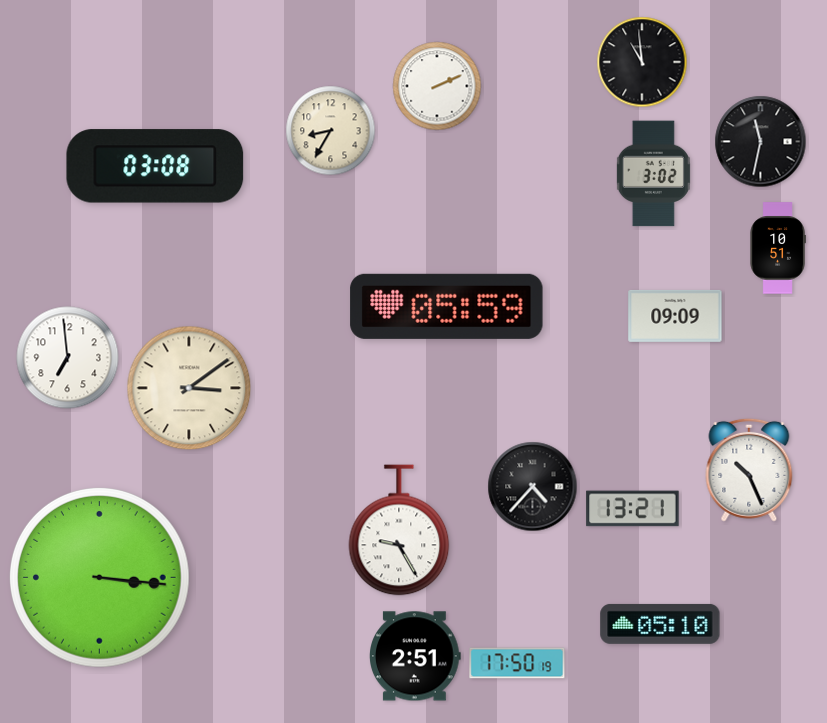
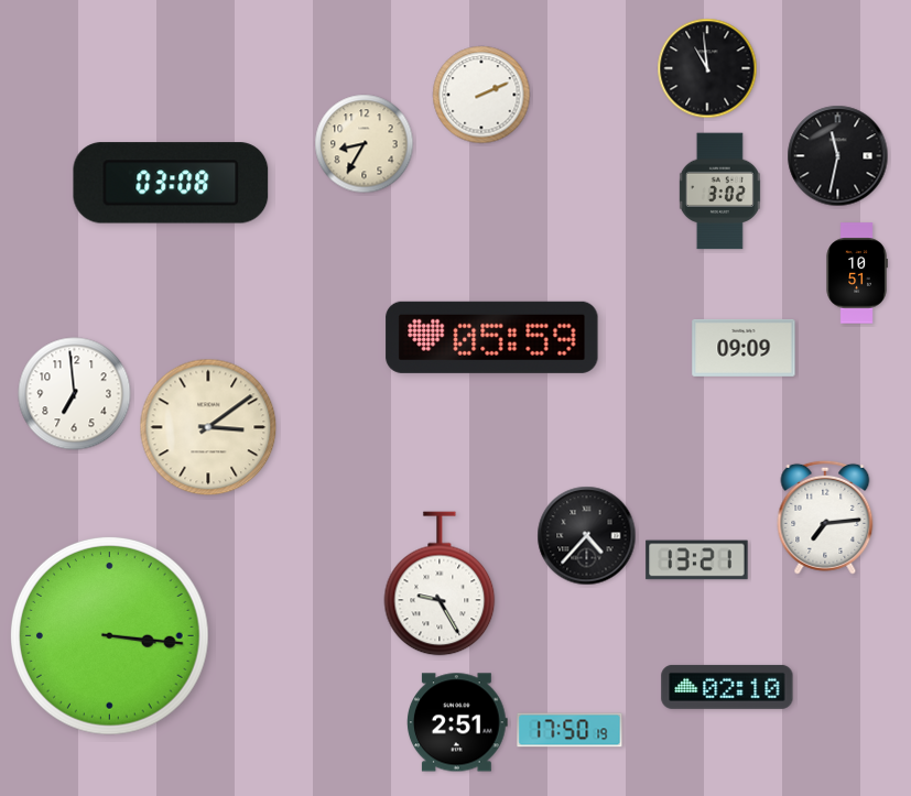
clock at (749, 470): 10:26 -> 7:14
clock at (660, 624): 05:10 -> 02:10
